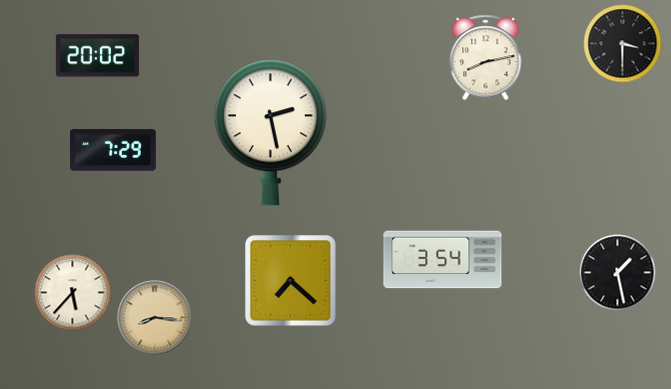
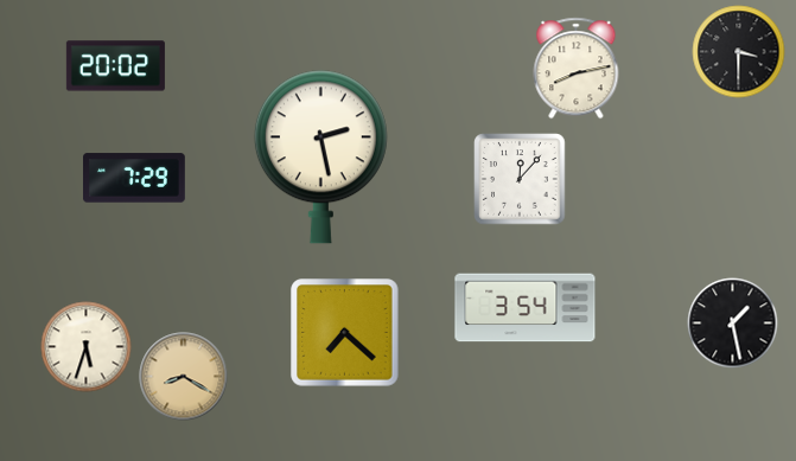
clock at (520, 179): none -> 12:07
clock at (73, 293): 5:37 -> 5:33
clock at (155, 318): 8:16 -> 8:20
